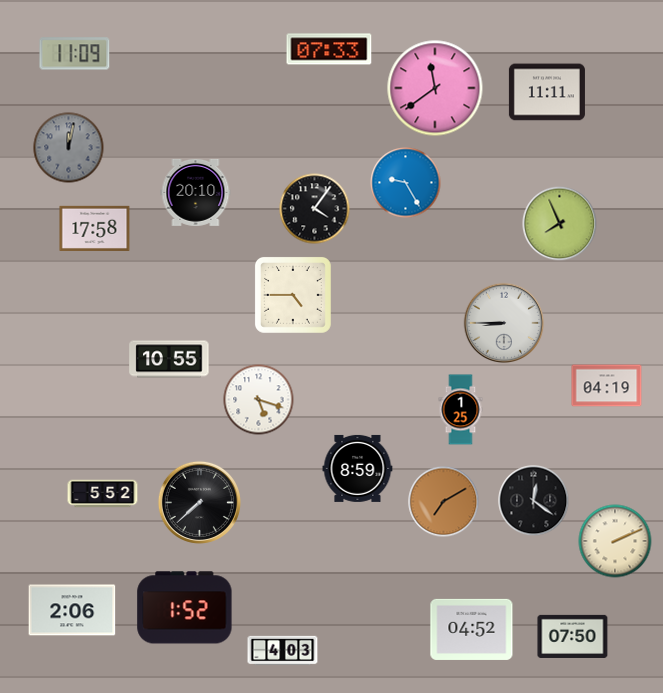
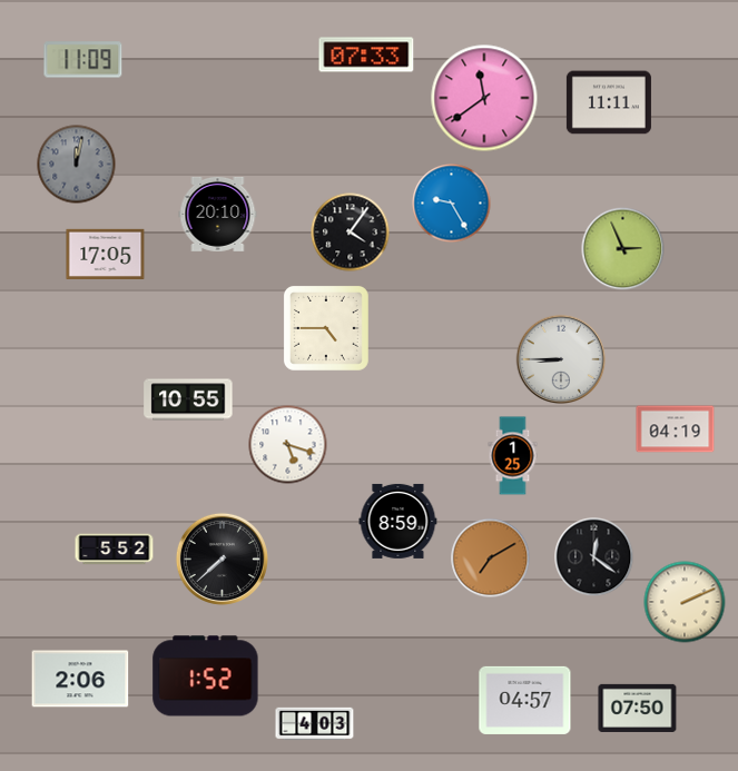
clock at (560, 224): 7:56 -> 2:56
clock at (95, 228): 17:58 -> 17:05
clock at (444, 502) position: (444, 502) -> (491, 559)
clock at (472, 629): 04:52 -> 04:57
